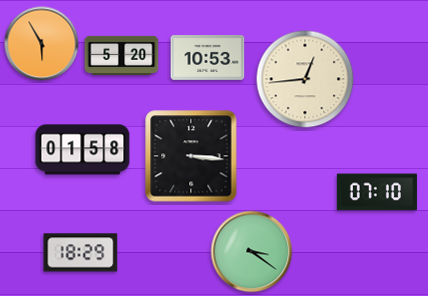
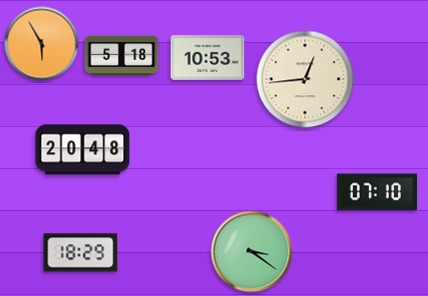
clock at (122, 55): 5:20 -> 5:18
clock at (83, 150): 01:58 -> 20:48
clock at (191, 156): 3:16 -> none
